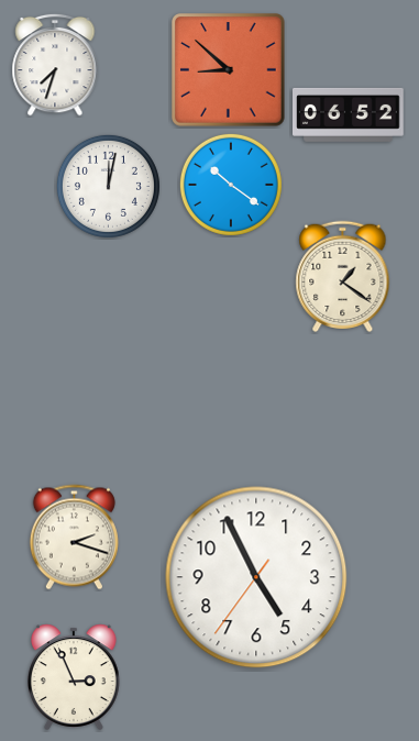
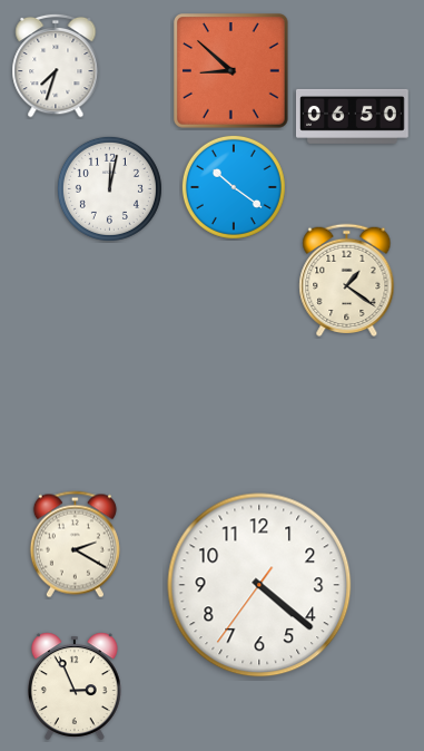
clock at (349, 114): 06:52 -> 06:50
clock at (74, 538): 2:18 -> 2:20
clock at (256, 577): 4:55 -> 4:21
